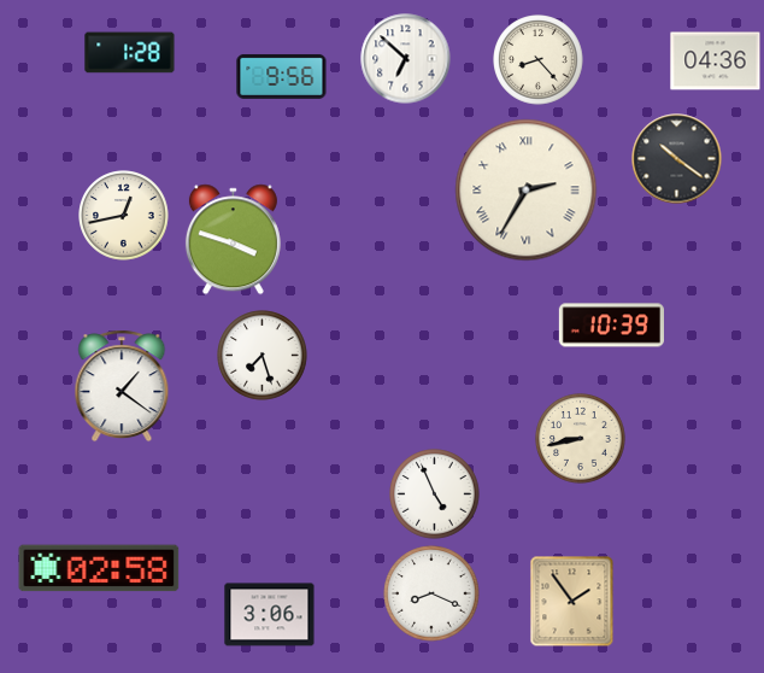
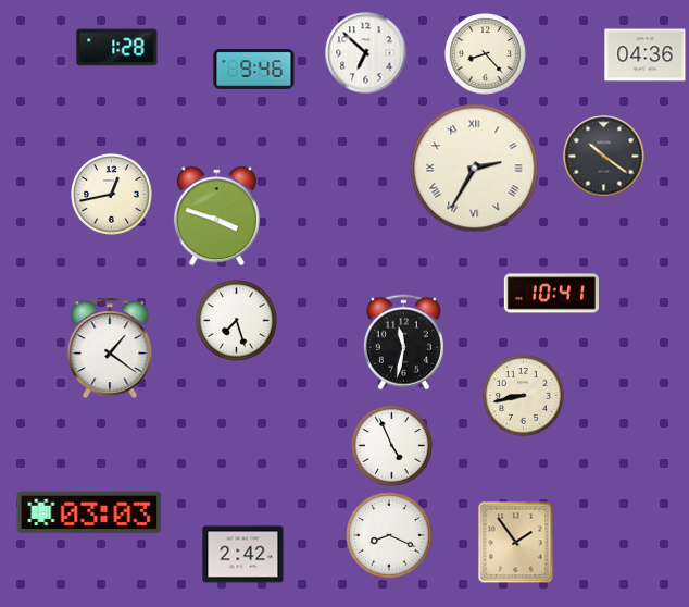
clock at (282, 76): 9:56 -> 9:46
clock at (677, 159) position: (677, 159) -> (604, 157)
clock at (527, 191) position: (527, 191) -> (475, 169)
clock at (233, 240) position: (233, 240) -> (216, 216)
clock at (611, 326): 10:39 -> 10:41
clock at (403, 343): none -> 11:32
clock at (99, 568): 02:58 -> 03:03
clock at (270, 615): 3:06 -> 2:42
